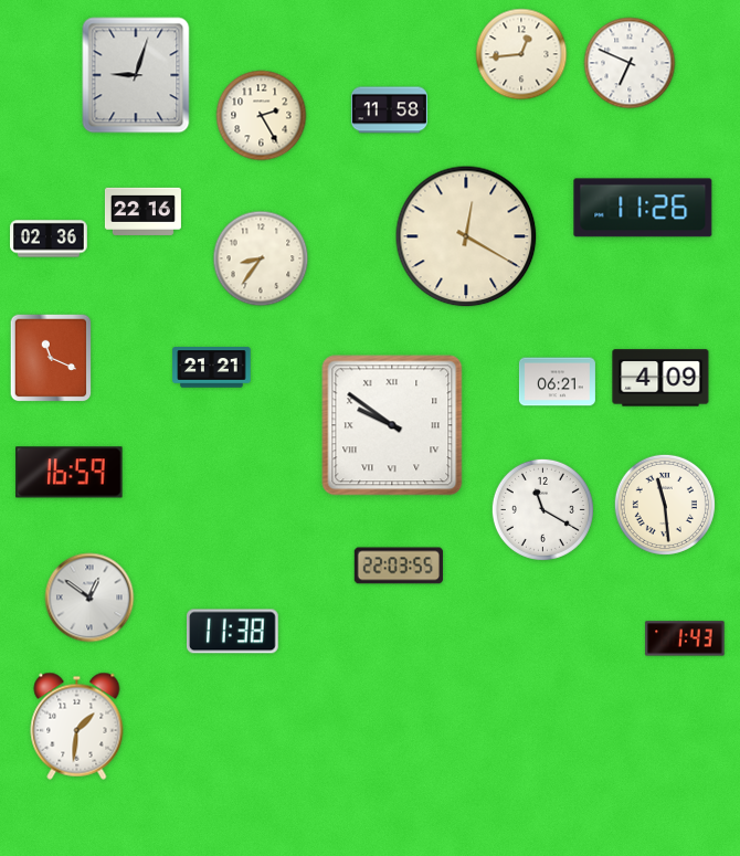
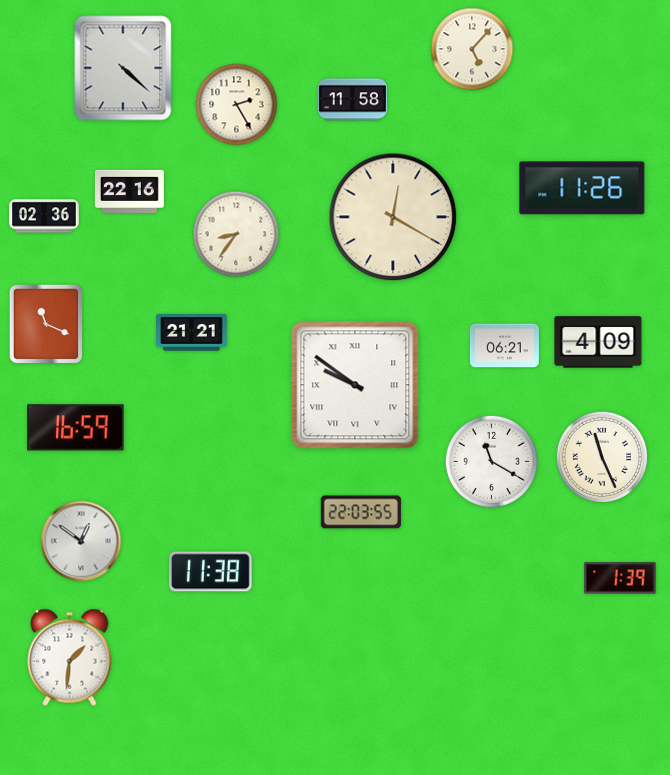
clock at (521, 54): 12:44 -> 5:07
clock at (630, 63): 6:49 -> none
clock at (136, 75): 9:03 -> 4:22
clock at (466, 236) position: (466, 236) -> (393, 217)
clock at (70, 473) position: (70, 473) -> (76, 428)
clock at (665, 505): 11:29 -> 11:26
clock at (685, 638): 1:43 -> 1:39
